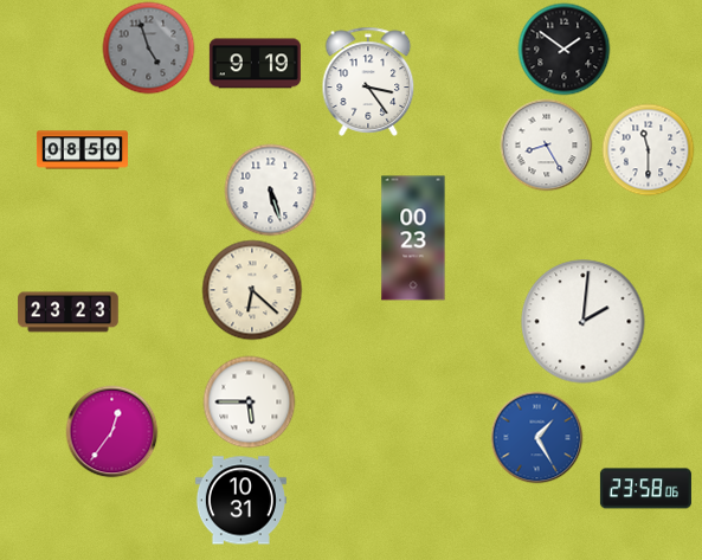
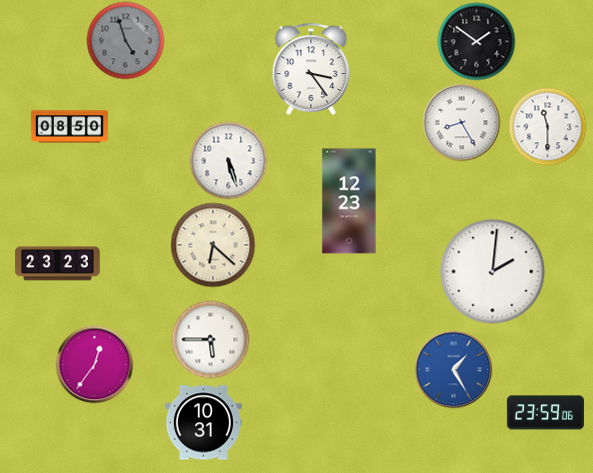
clock at (255, 64): 9:19 -> none
clock at (413, 238): 00:23 -> 12:23
clock at (645, 489): 23:58 -> 23:59
